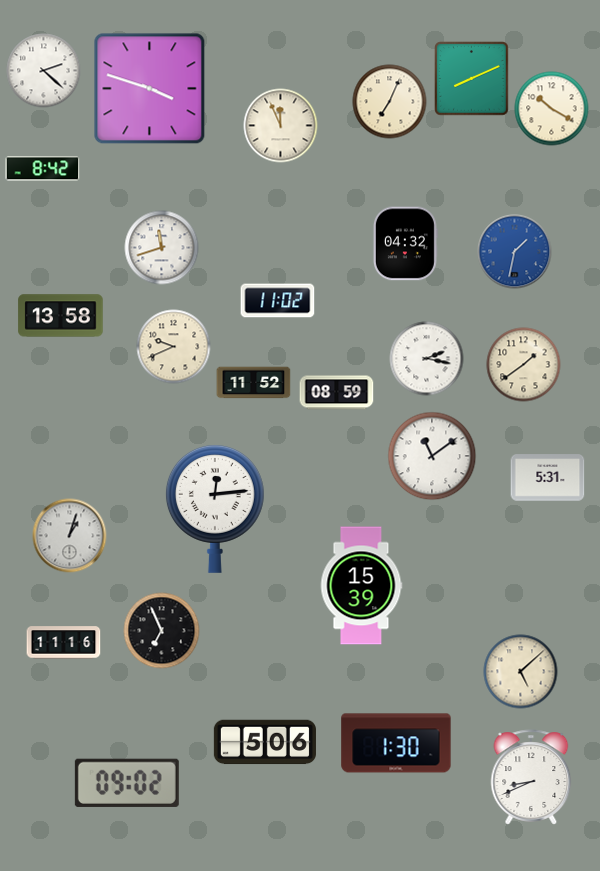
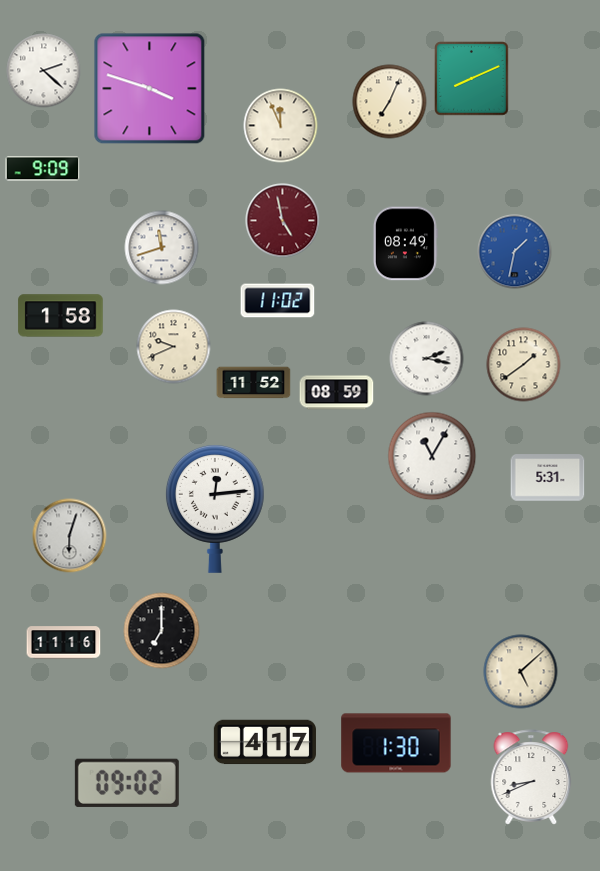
clock at (552, 109): 10:20 -> none
clock at (43, 169): 8:42 -> 9:09
clock at (283, 221): none -> 4:58
clock at (405, 244): 04:32 -> 08:49
clock at (61, 316): 13:58 -> 1:58
clock at (432, 456): 11:09 -> 11:05
clock at (70, 536): 1:03 -> 6:03
clock at (361, 586): 15:39 -> none
clock at (162, 631): 6:56 -> 7:00
clock at (265, 742): 5:06 -> 4:17
